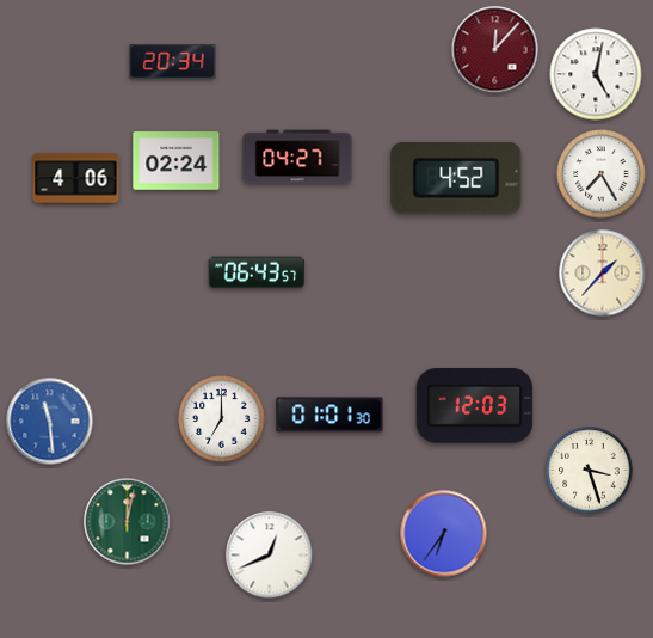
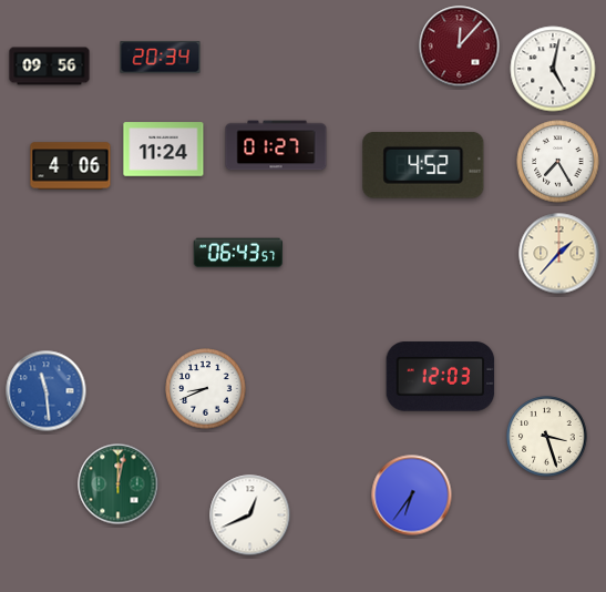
clock at (50, 67): none -> 09:56
clock at (297, 157): 04:27 -> 01:27
clock at (177, 161): 02:24 -> 11:24
clock at (329, 415): 01:01 -> none
clock at (222, 419): 7:00 -> 8:41
